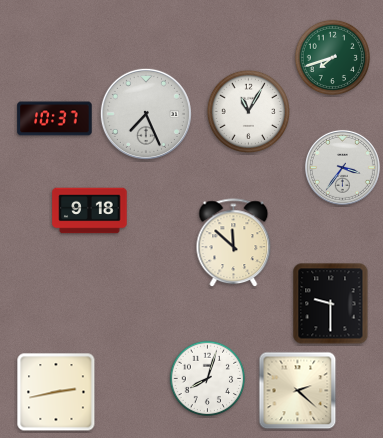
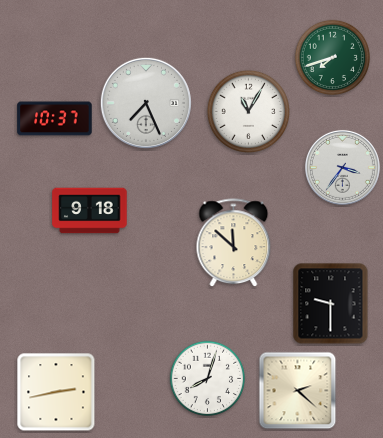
clock at (146, 114) position: (146, 114) -> (146, 103)
